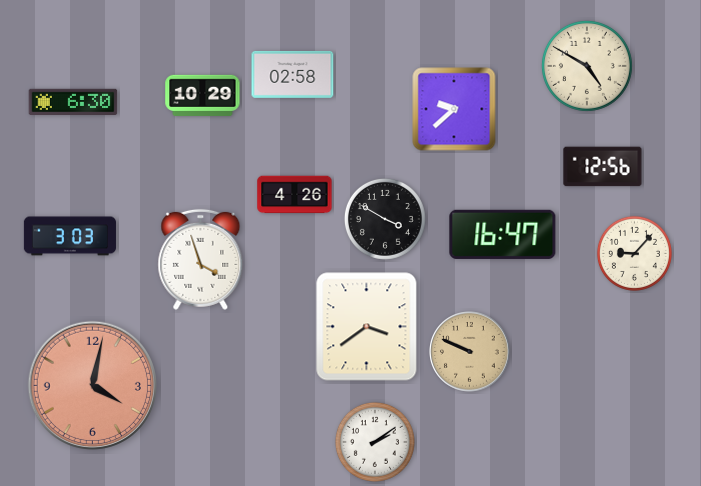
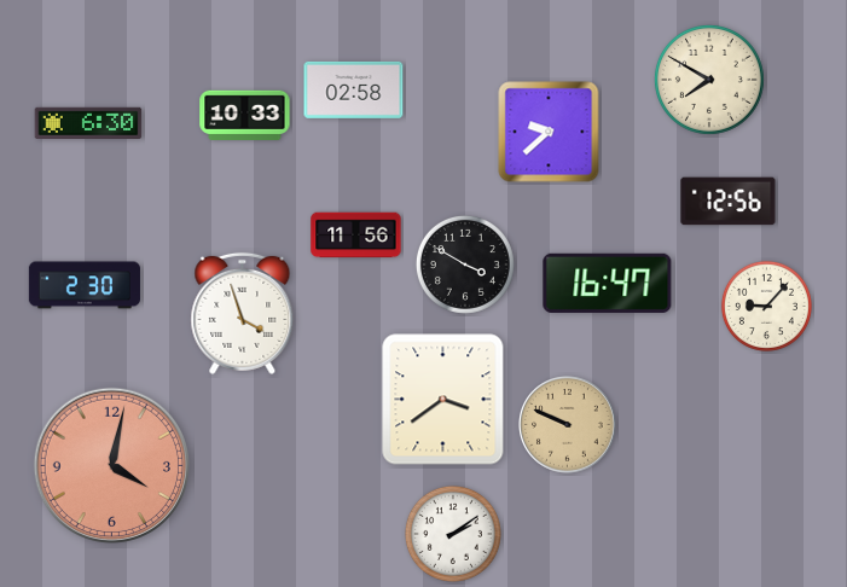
clock at (587, 66): 4:50 -> 7:50
clock at (203, 95): 10:29 -> 10:33
clock at (295, 195): 4:26 -> 11:56
clock at (70, 236): 3:03 -> 2:30
clock at (367, 327) position: (367, 327) -> (443, 400)
